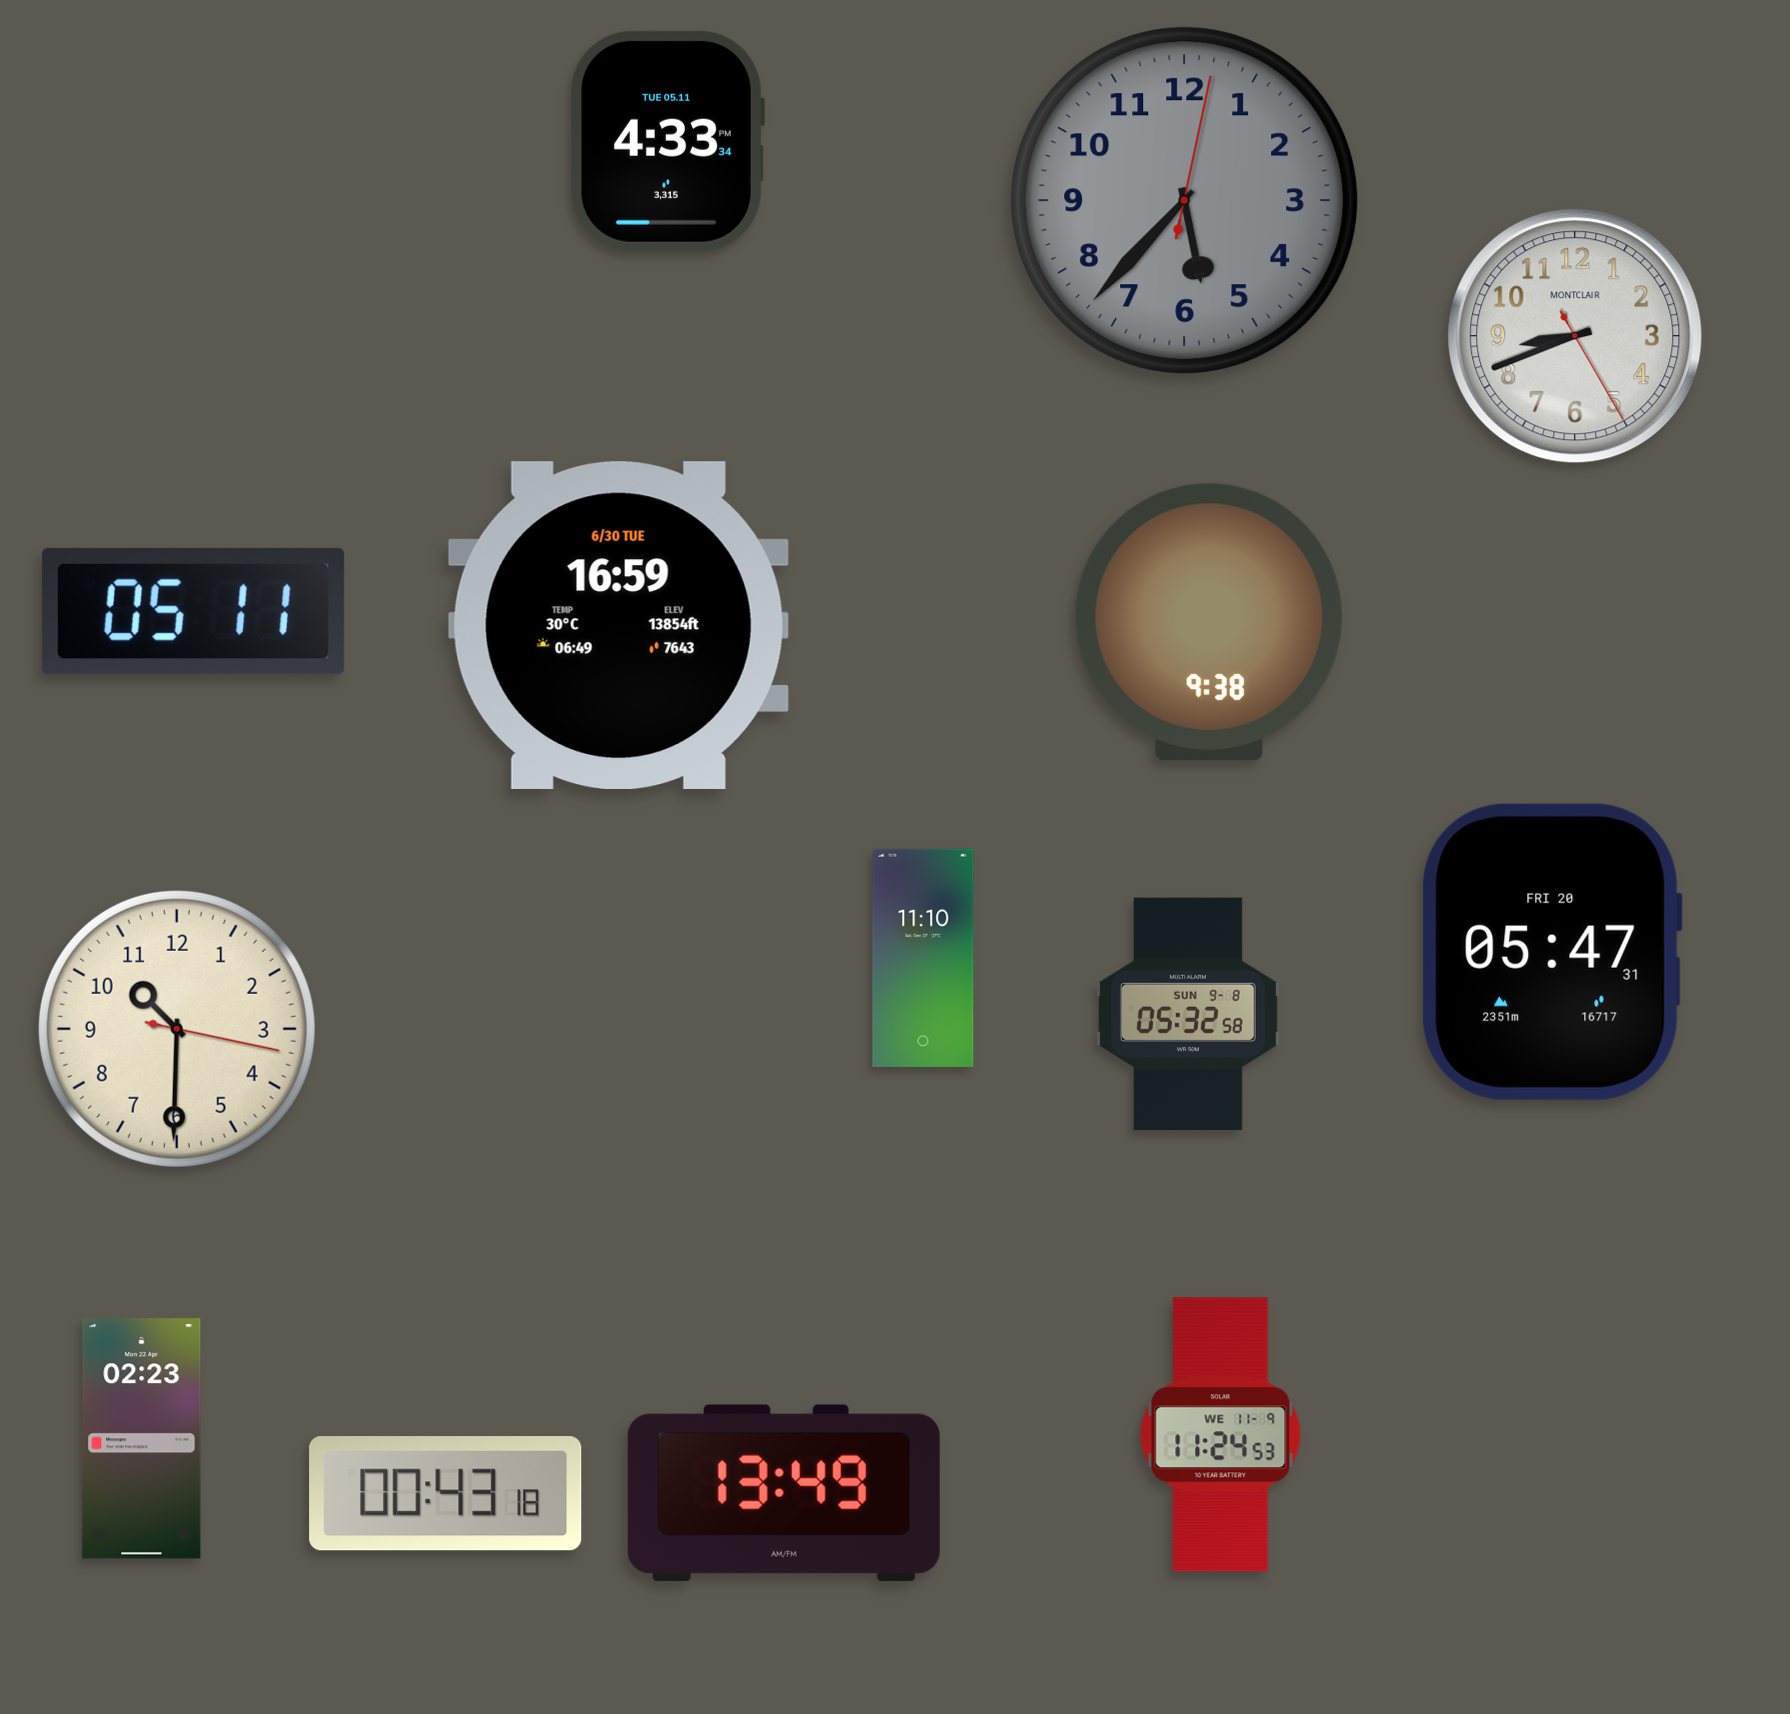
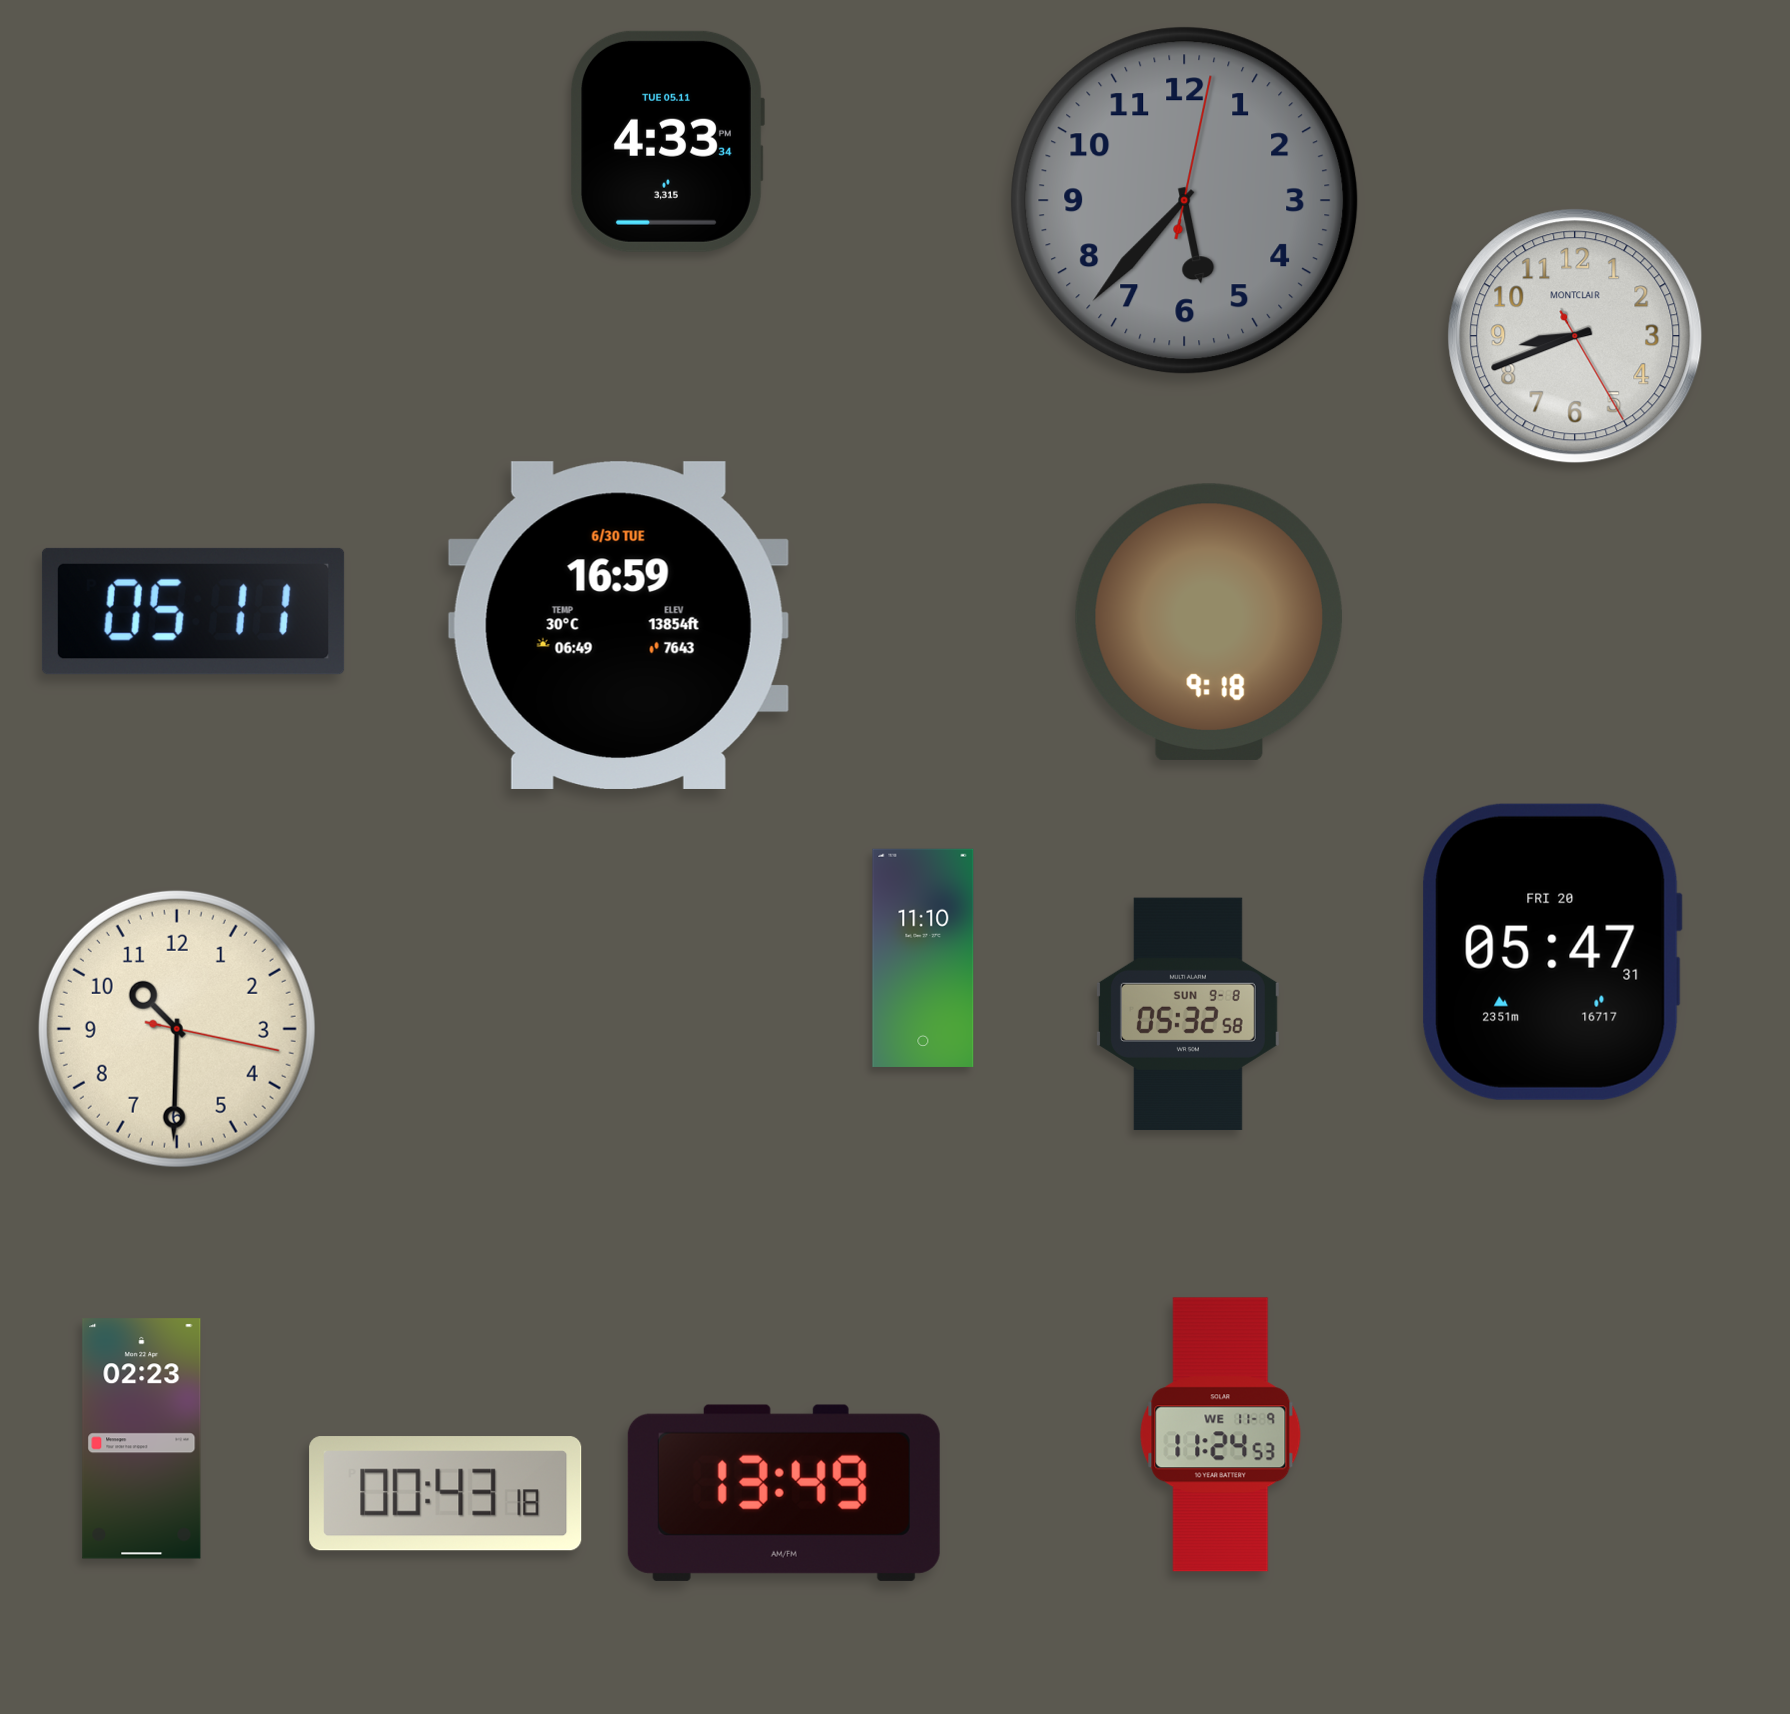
clock at (1209, 622): 9:38 -> 9:18
